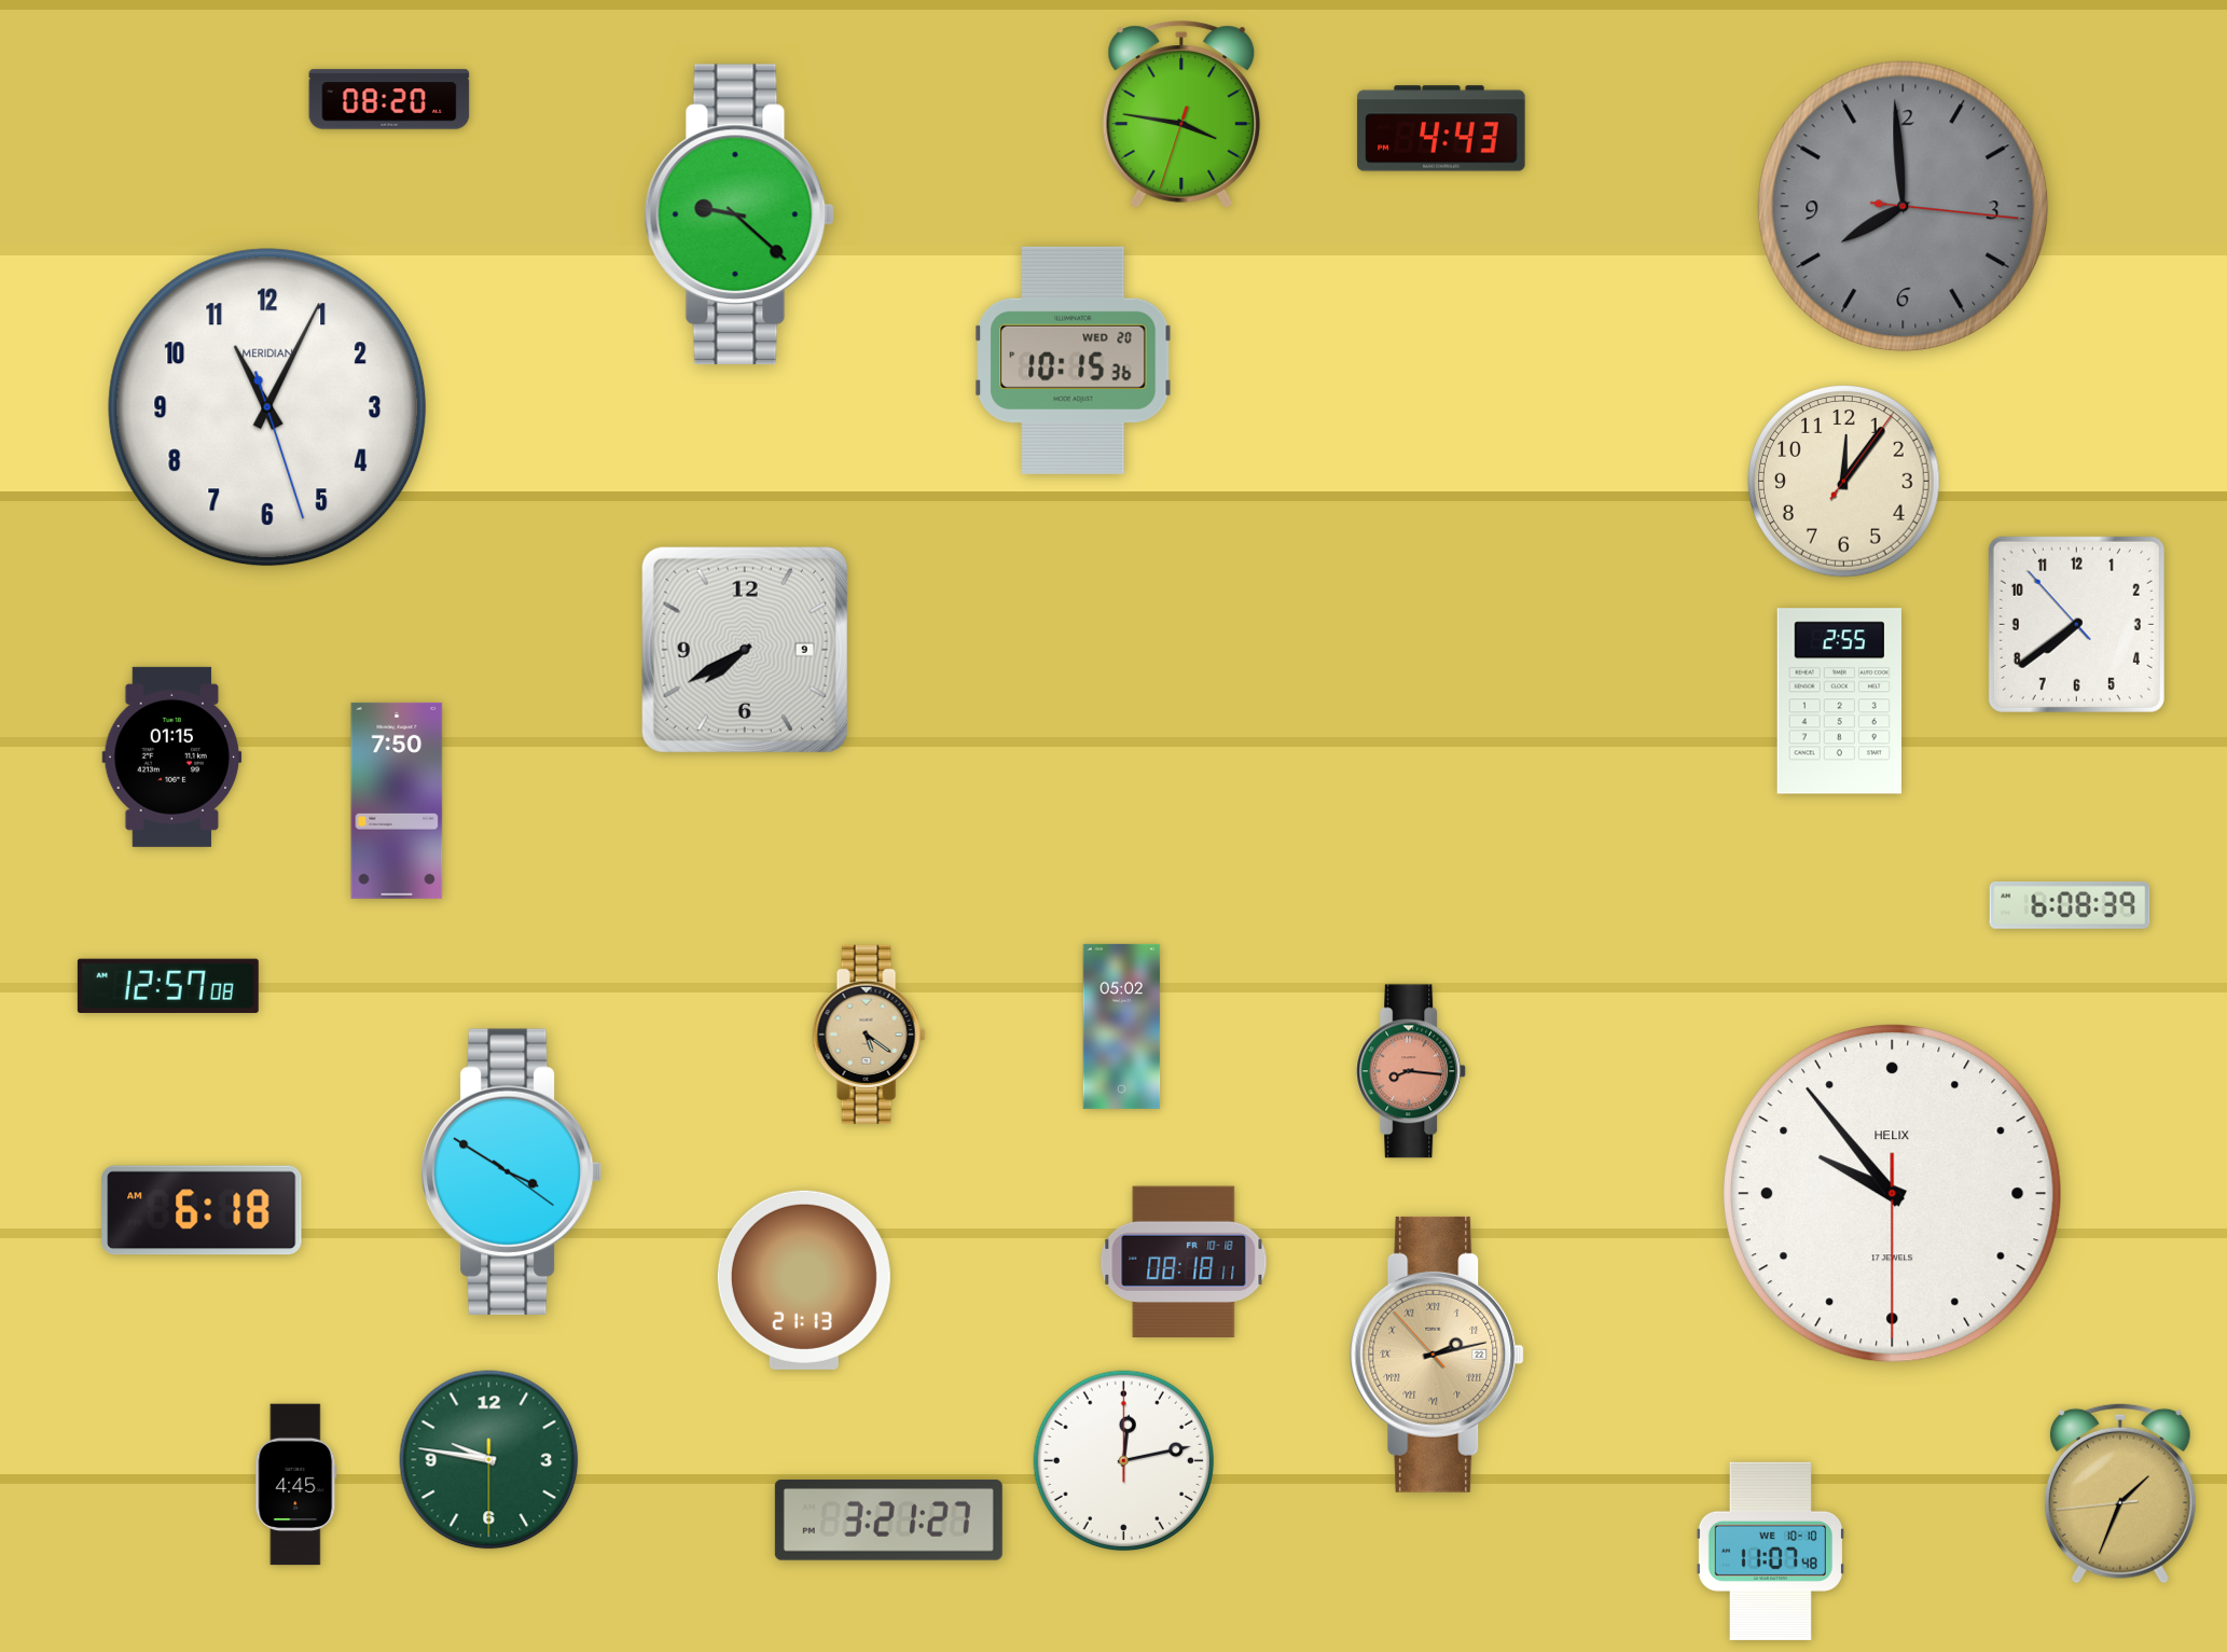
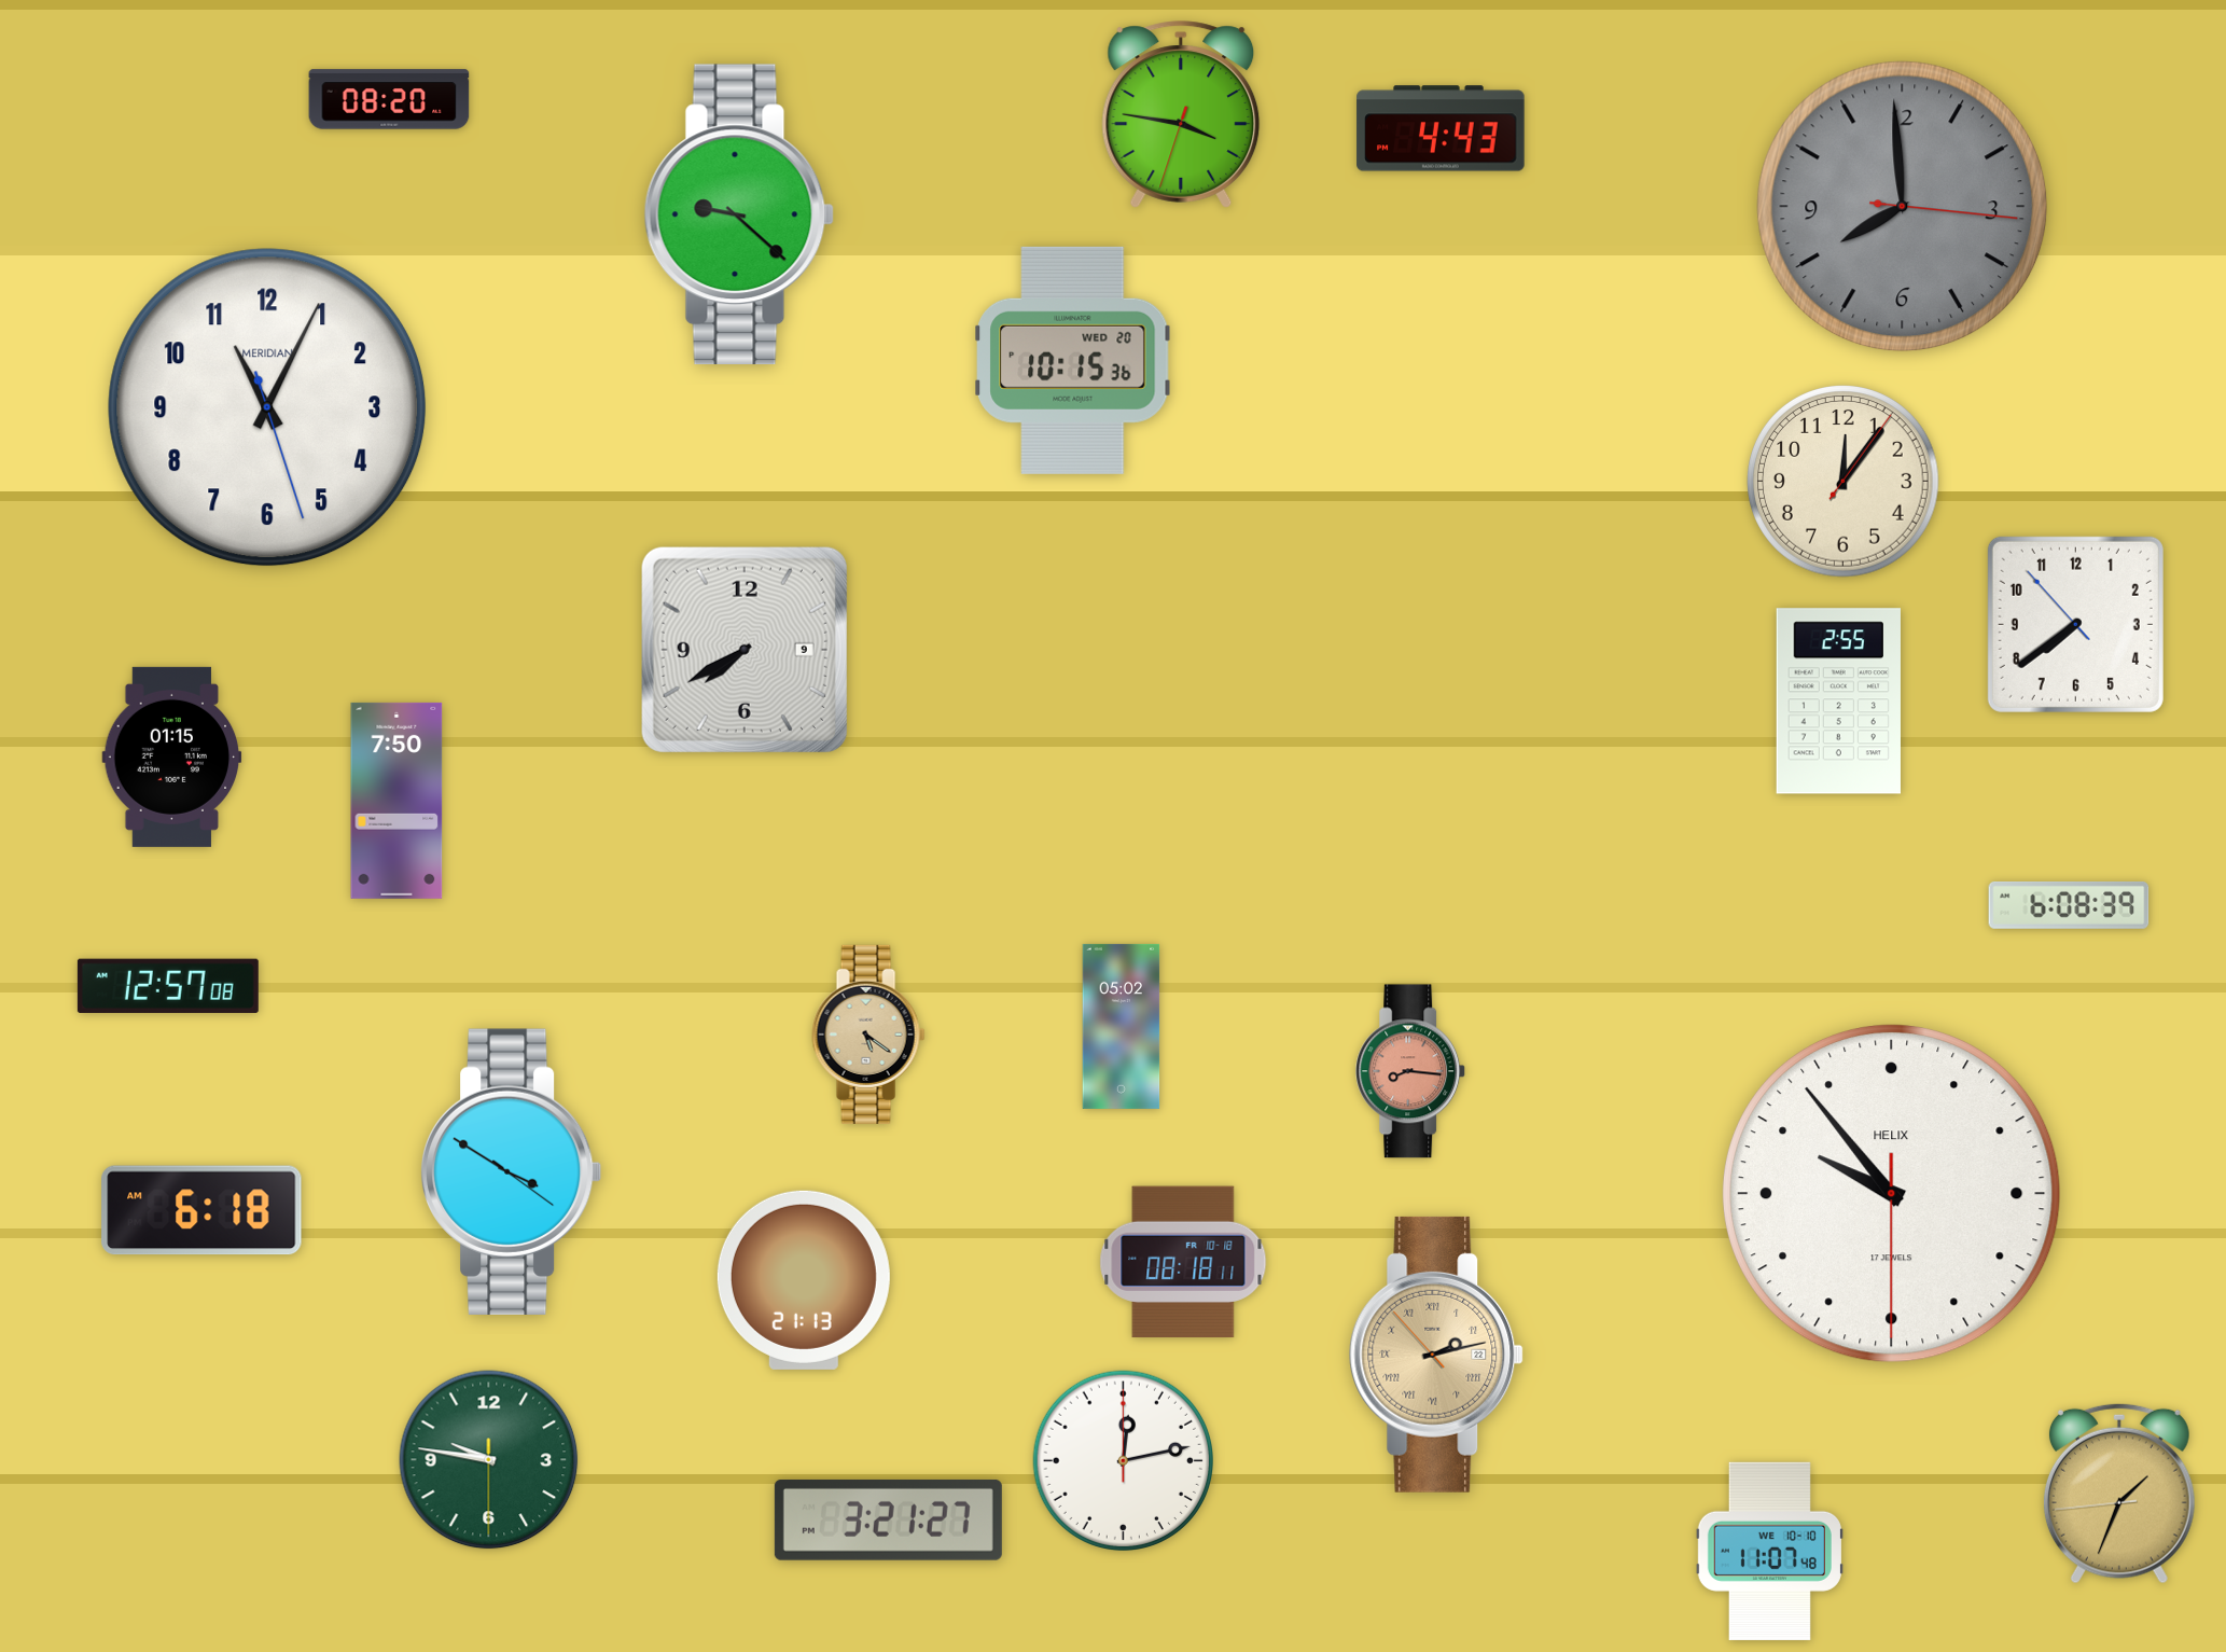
clock at (296, 1485): 4:45 -> none
